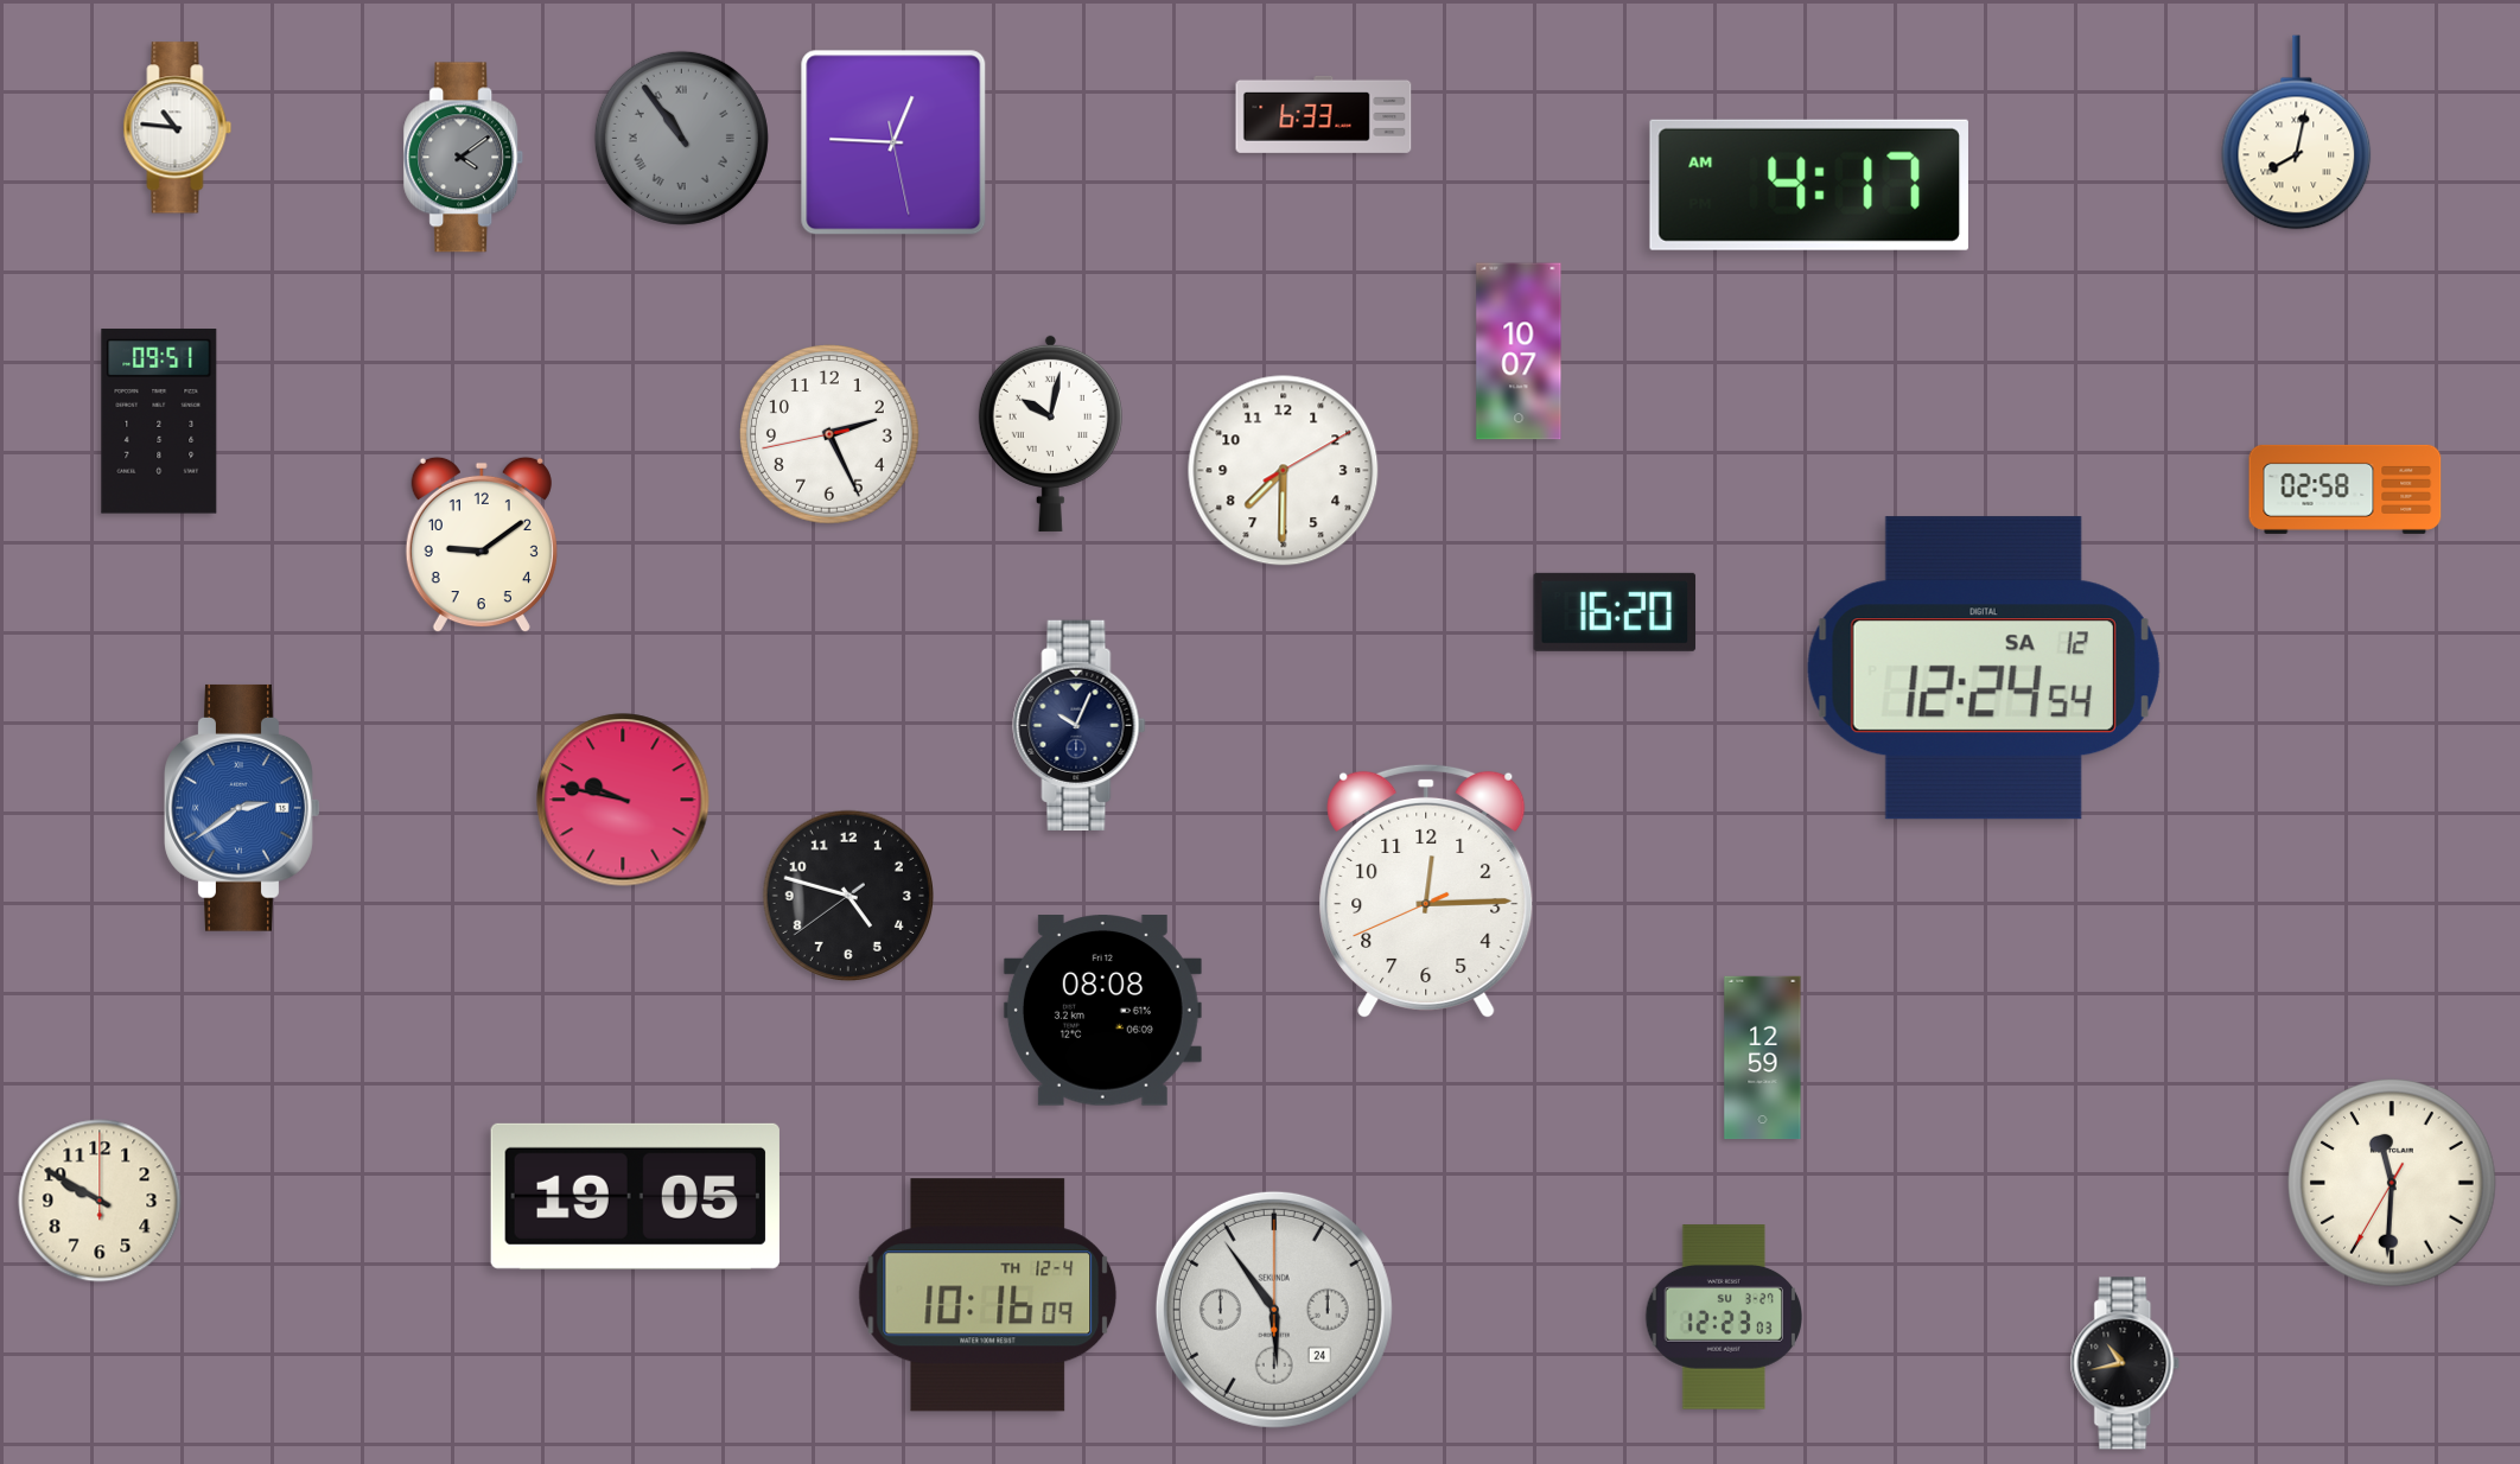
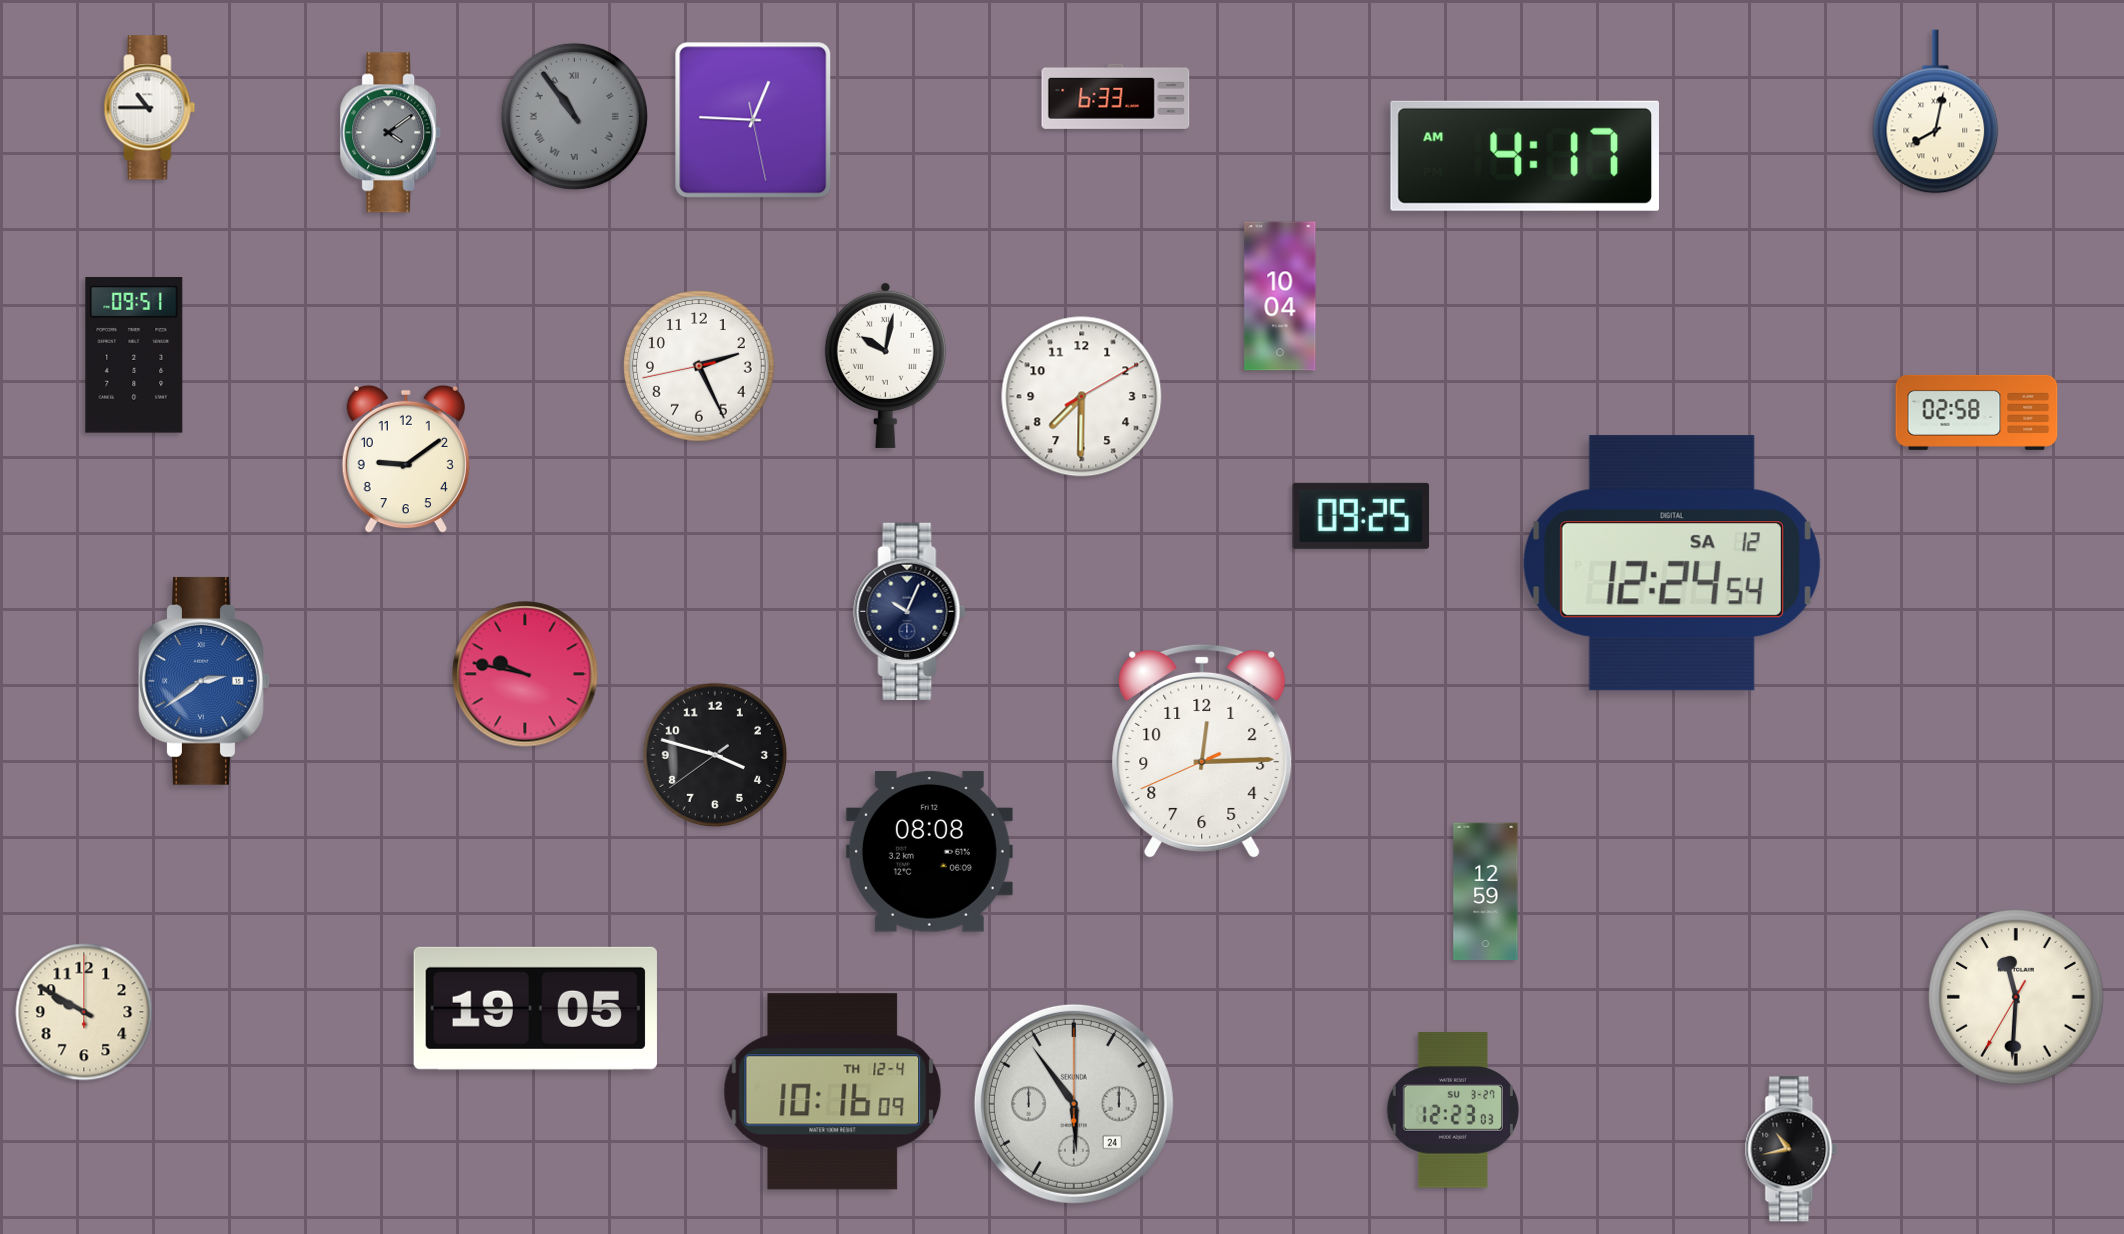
clock at (178, 128): 10:46 -> 10:45
clock at (1519, 351): 10:07 -> 10:04
clock at (1615, 612): 16:20 -> 09:25
clock at (847, 895): 4:47 -> 3:47
